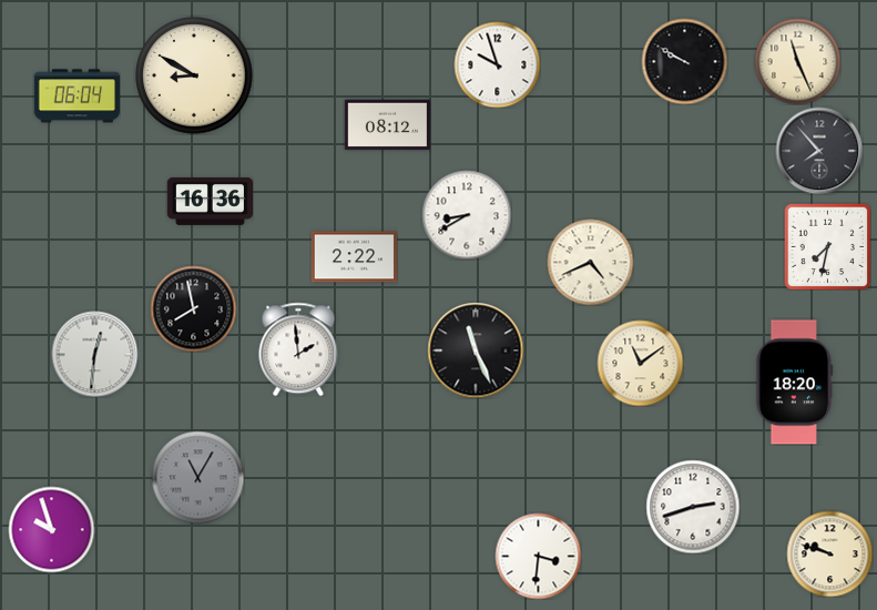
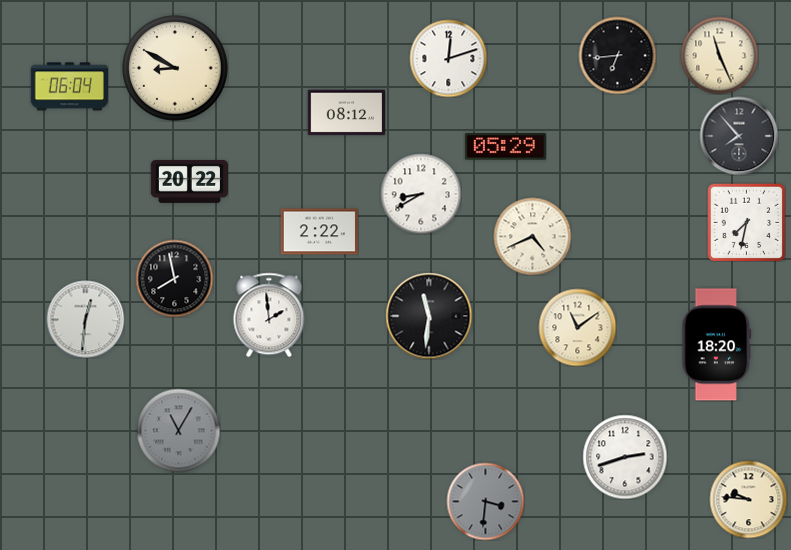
clock at (684, 61): 9:50 -> 6:44
clock at (497, 64): 9:57 -> 12:12
clock at (387, 125) position: (387, 125) -> (346, 113)
clock at (505, 147): none -> 05:29
clock at (210, 201): 16:36 -> 20:22
clock at (476, 350): 11:26 -> 11:31
clock at (51, 529): 9:57 -> none
clock at (829, 553): 9:48 -> 9:46
clock at (538, 556) dial: white -> grey
